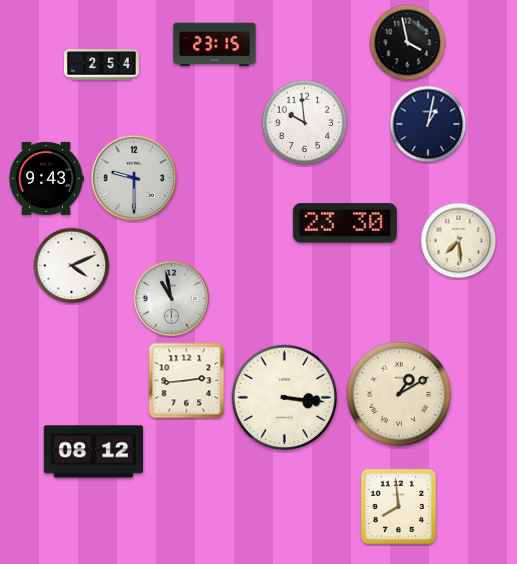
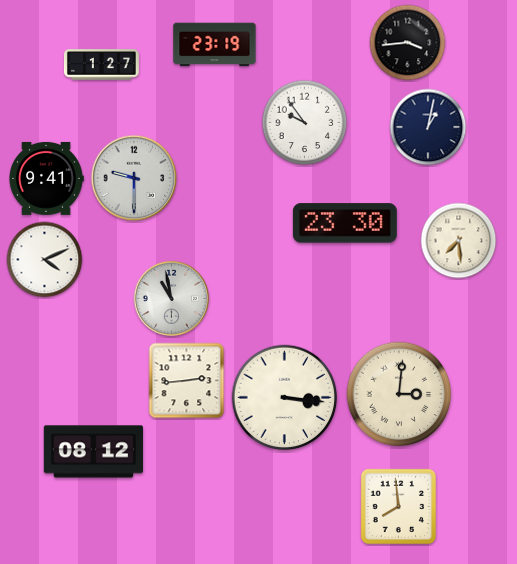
clock at (408, 43): 3:58 -> 3:44
clock at (215, 45): 23:15 -> 23:19
clock at (101, 65): 2:54 -> 1:27
clock at (305, 123): 9:59 -> 9:54
clock at (428, 124) position: (428, 124) -> (428, 127)
clock at (46, 178): 9:43 -> 9:41
clock at (72, 266) position: (72, 266) -> (45, 260)
clock at (399, 394): 1:10 -> 3:01
